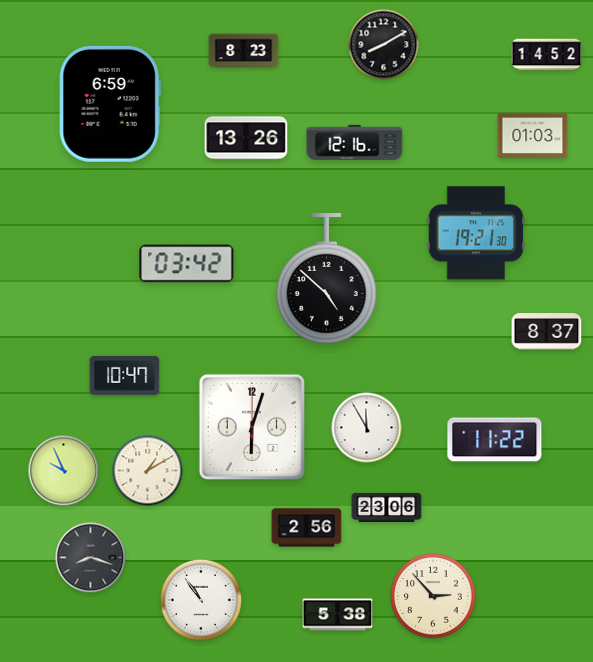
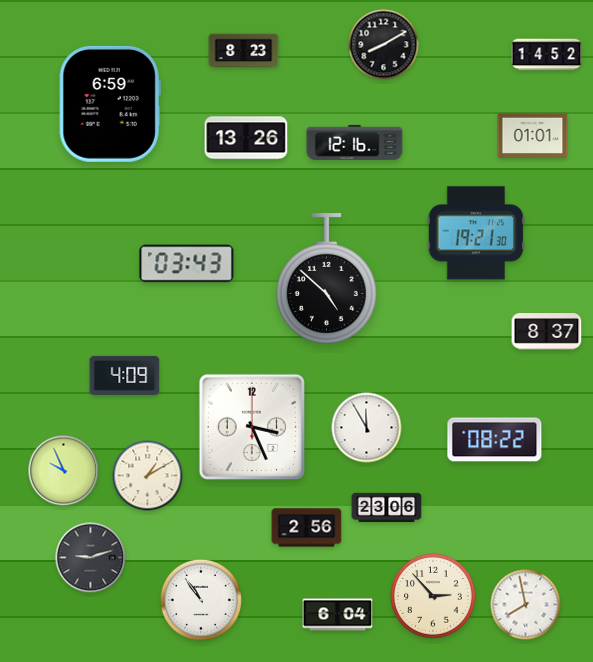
clock at (533, 136): 01:03 -> 01:01
clock at (187, 264): 03:42 -> 03:43
clock at (125, 375): 10:47 -> 4:09
clock at (252, 427): 6:03 -> 3:26
clock at (495, 440): 11:22 -> 08:22
clock at (148, 471) position: (148, 471) -> (148, 476)
clock at (91, 558): 8:18 -> 9:12
clock at (526, 605): none -> 7:58
clock at (338, 615): 5:38 -> 6:04
